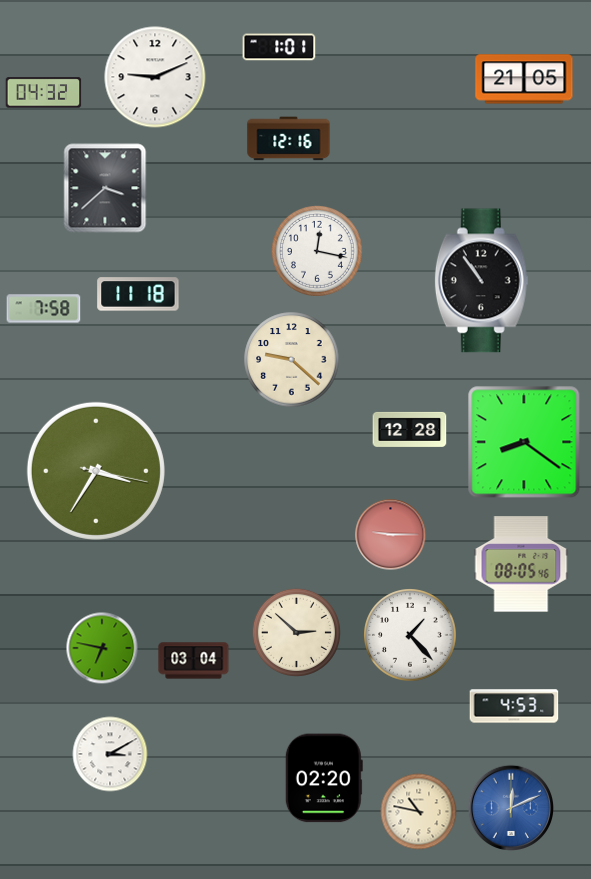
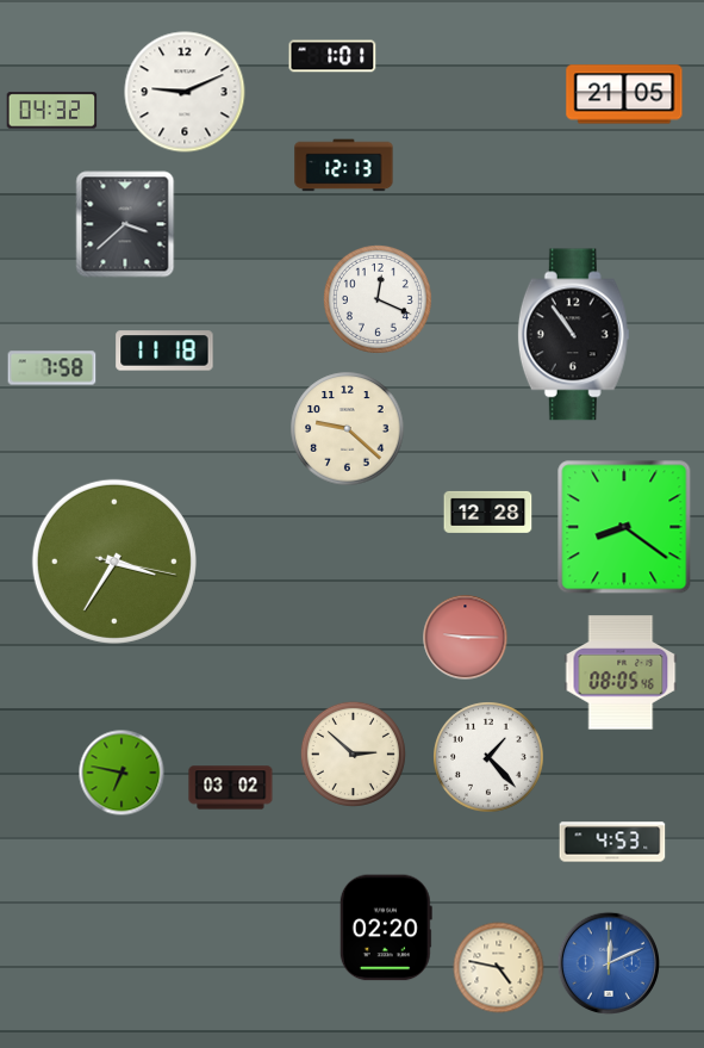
clock at (289, 139): 12:16 -> 12:13
clock at (317, 251): 12:17 -> 12:19
clock at (194, 661): 03:04 -> 03:02
clock at (110, 754): 3:10 -> none
clock at (419, 812): 10:47 -> 4:47
